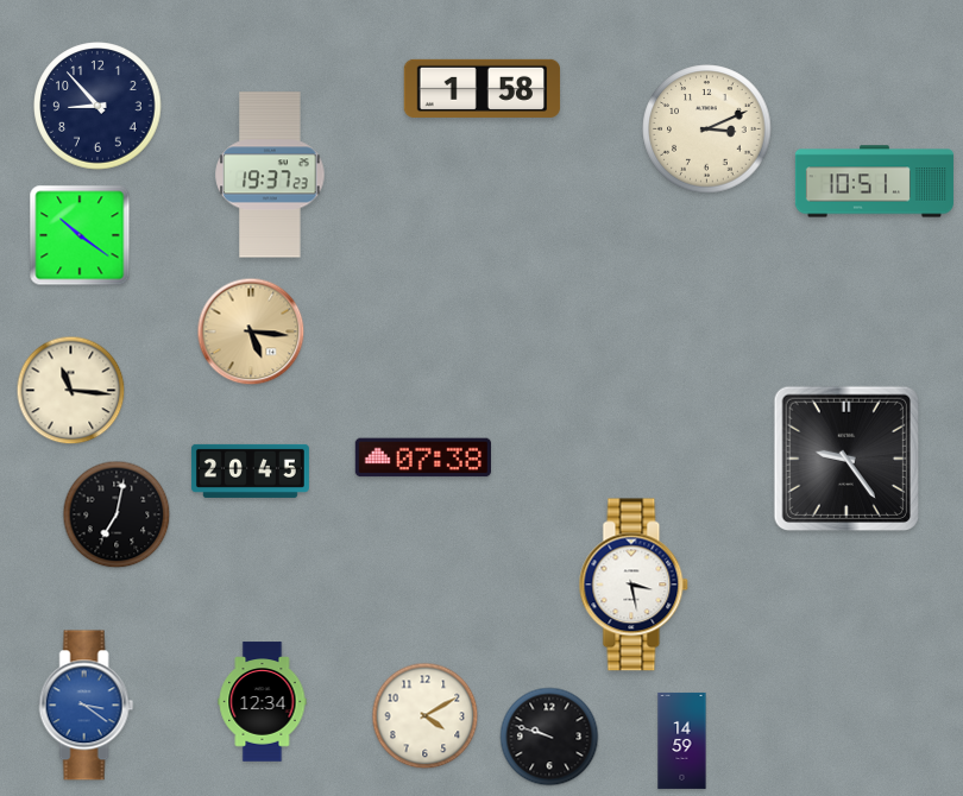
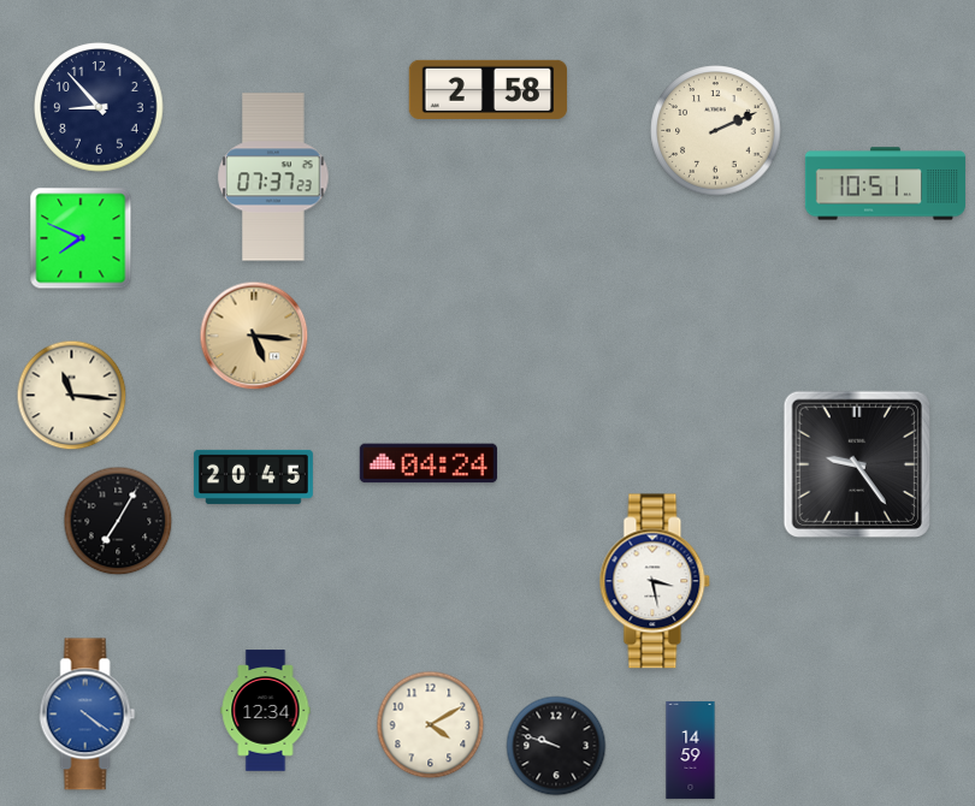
clock at (483, 88): 1:58 -> 2:58
clock at (707, 129): 3:11 -> 2:11
clock at (270, 175): 19:37 -> 07:37
clock at (80, 235): 10:21 -> 7:49
clock at (423, 457): 07:38 -> 04:24
clock at (117, 514): 7:02 -> 7:05
clock at (634, 585) position: (634, 585) -> (655, 581)
clock at (87, 706): 3:21 -> 4:21
